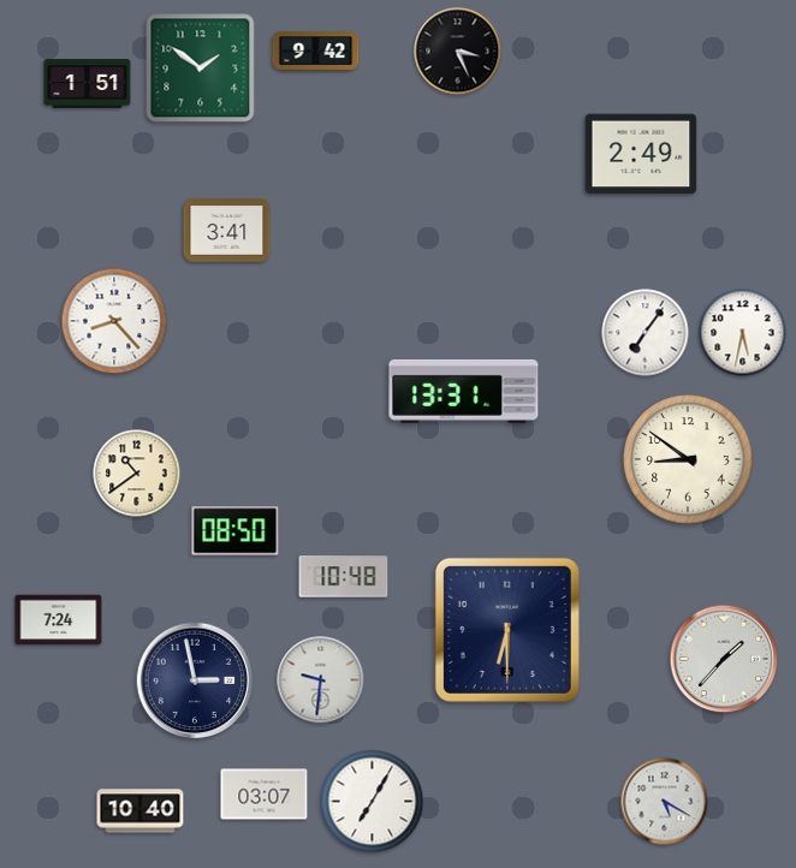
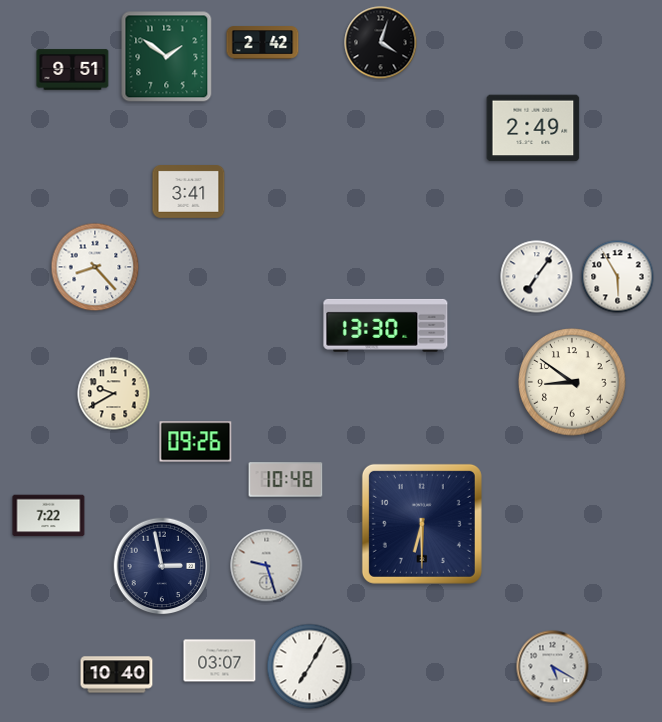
clock at (316, 52): 9:42 -> 2:42
clock at (458, 52): 3:26 -> 4:03
clock at (88, 84): 1:51 -> 9:51
clock at (743, 333): 5:32 -> 5:55
clock at (464, 391): 13:31 -> 13:30
clock at (137, 474): 10:39 -> 9:40
clock at (236, 531): 08:50 -> 09:26
clock at (59, 620): 7:24 -> 7:22
clock at (724, 659): 1:37 -> none
clock at (321, 680): 9:31 -> 9:27
